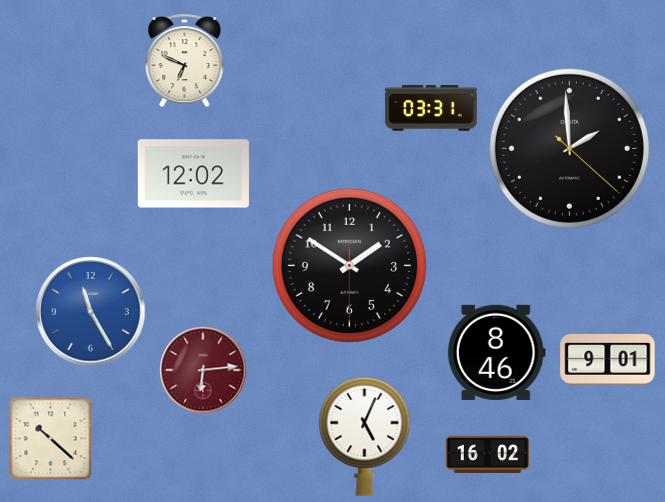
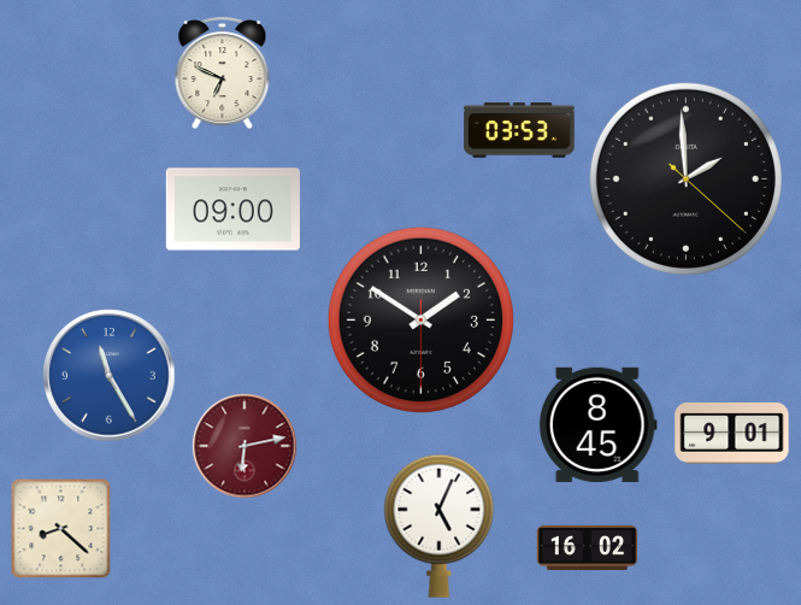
clock at (431, 108): 03:31 -> 03:53
clock at (193, 174): 12:02 -> 09:00
clock at (496, 352): 8:46 -> 8:45
clock at (203, 370): 6:14 -> 6:13
clock at (51, 439): 10:22 -> 8:22
